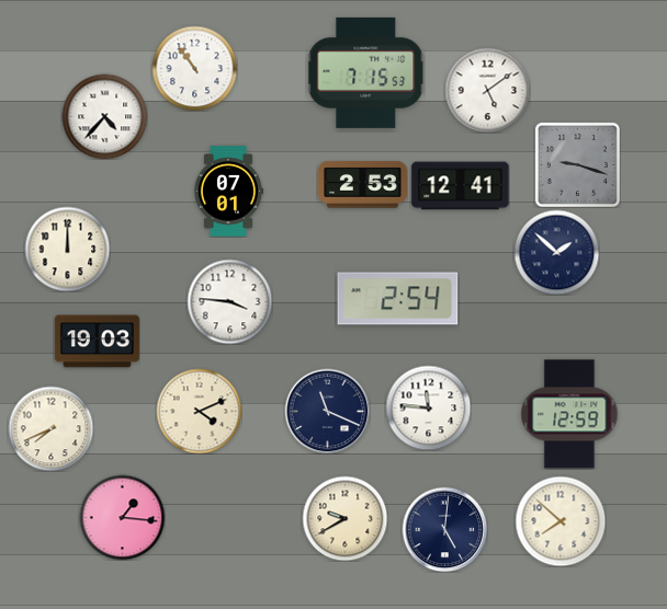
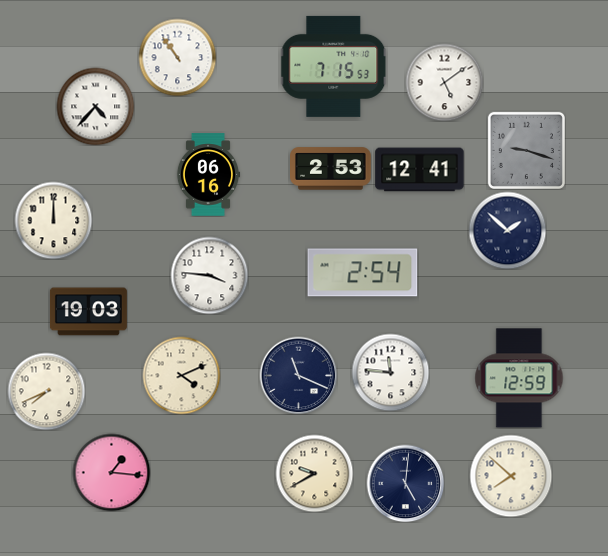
clock at (194, 68) position: (194, 68) -> (177, 57)
clock at (228, 192): 07:01 -> 06:16
clock at (67, 249) position: (67, 249) -> (53, 220)
